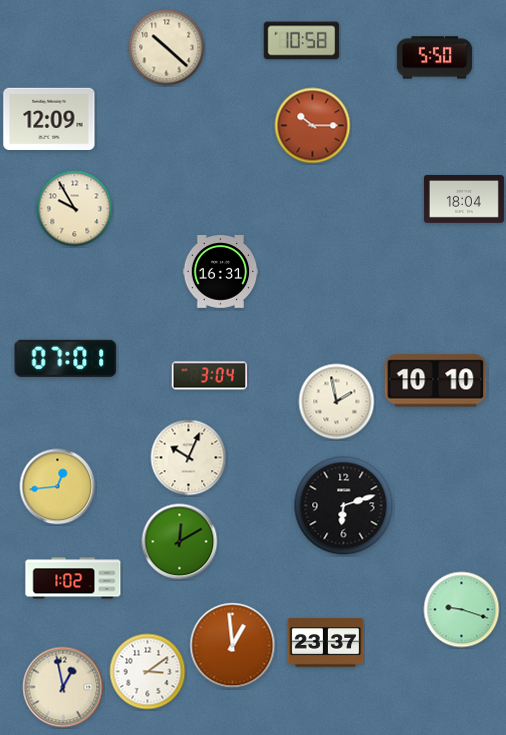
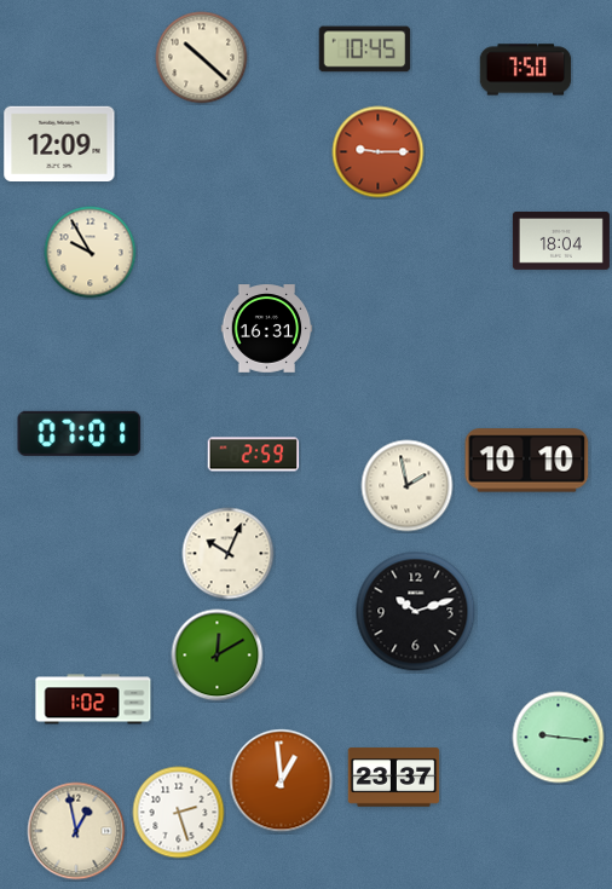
clock at (302, 41): 10:58 -> 10:45
clock at (435, 58): 5:50 -> 7:50
clock at (313, 126): 10:15 -> 9:15
clock at (210, 376): 3:04 -> 2:59
clock at (58, 487): 12:44 -> none
clock at (344, 506): 6:12 -> 10:12
clock at (73, 578) position: (73, 578) -> (93, 699)
clock at (462, 610): 9:18 -> 9:16
clock at (148, 672): 3:09 -> 2:27
